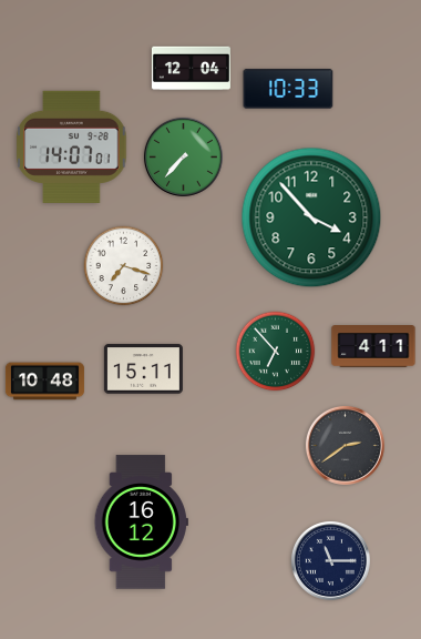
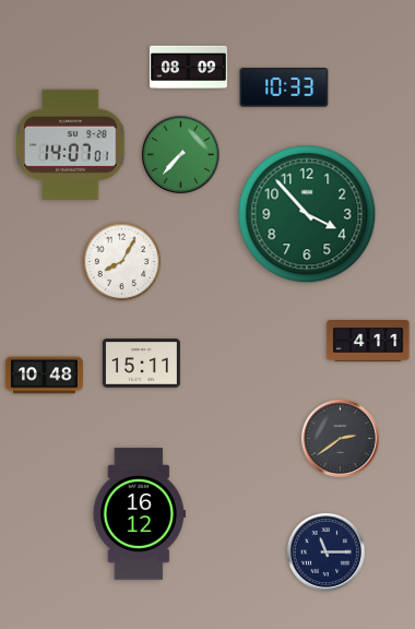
clock at (191, 69): 12:04 -> 08:09
clock at (124, 266): 7:18 -> 8:05
clock at (276, 352): 6:53 -> none
